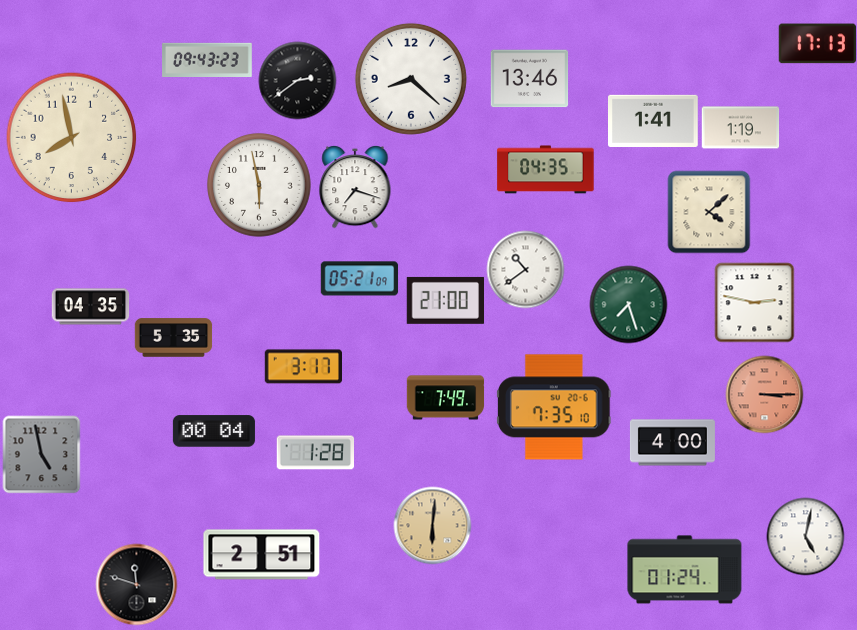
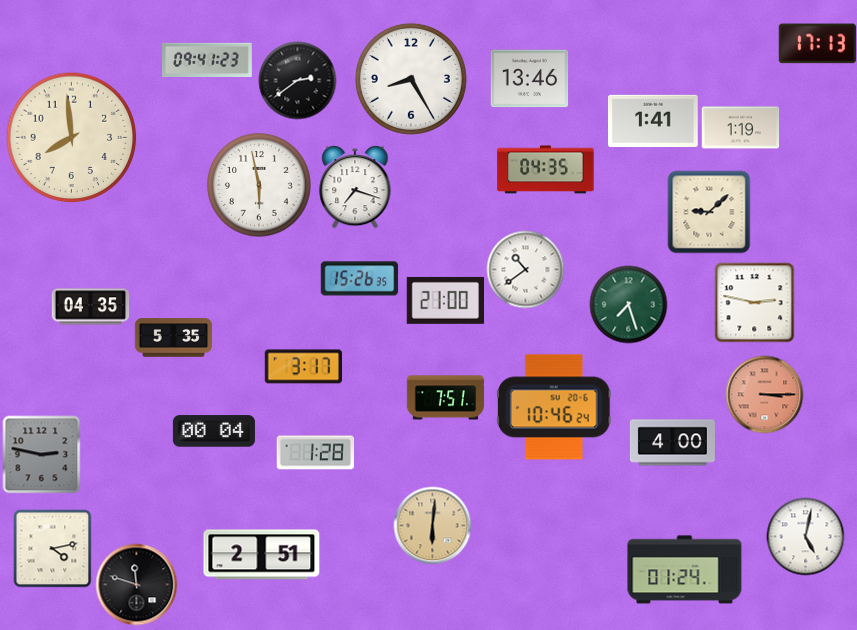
clock at (207, 59): 09:43 -> 09:41
clock at (411, 79): 8:22 -> 8:25
clock at (72, 138): 7:58 -> 7:59
clock at (709, 212): 4:08 -> 9:08
clock at (359, 279): 05:21 -> 15:26
clock at (445, 398): 7:49 -> 7:51
clock at (554, 407): 7:35 -> 10:46
clock at (41, 454): 4:58 -> 2:47
clock at (52, 548): none -> 4:13
